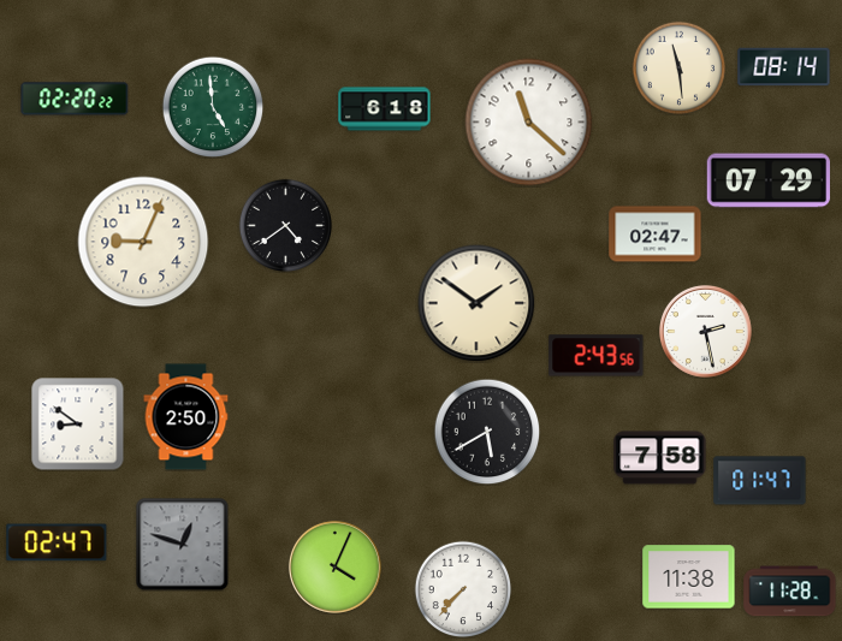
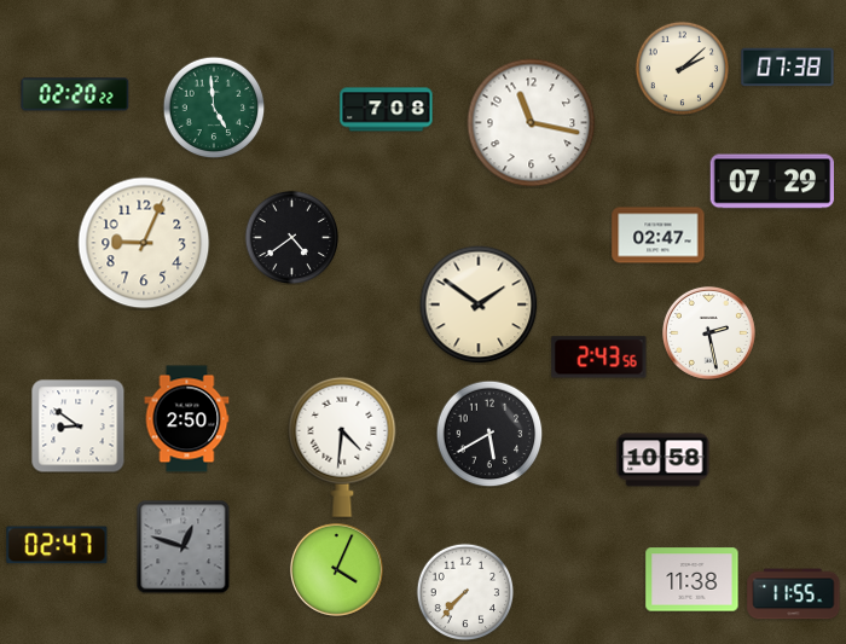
clock at (678, 67): 11:29 -> 2:08
clock at (784, 67): 08:14 -> 07:38
clock at (75, 99) position: (75, 99) -> (75, 94)
clock at (385, 109): 6:18 -> 7:08
clock at (529, 123): 11:22 -> 11:17
clock at (285, 225) position: (285, 225) -> (291, 237)
clock at (342, 447): none -> 4:31
clock at (660, 458): 7:58 -> 10:58
clock at (760, 481): 01:47 -> none
clock at (790, 592): 11:28 -> 11:55
